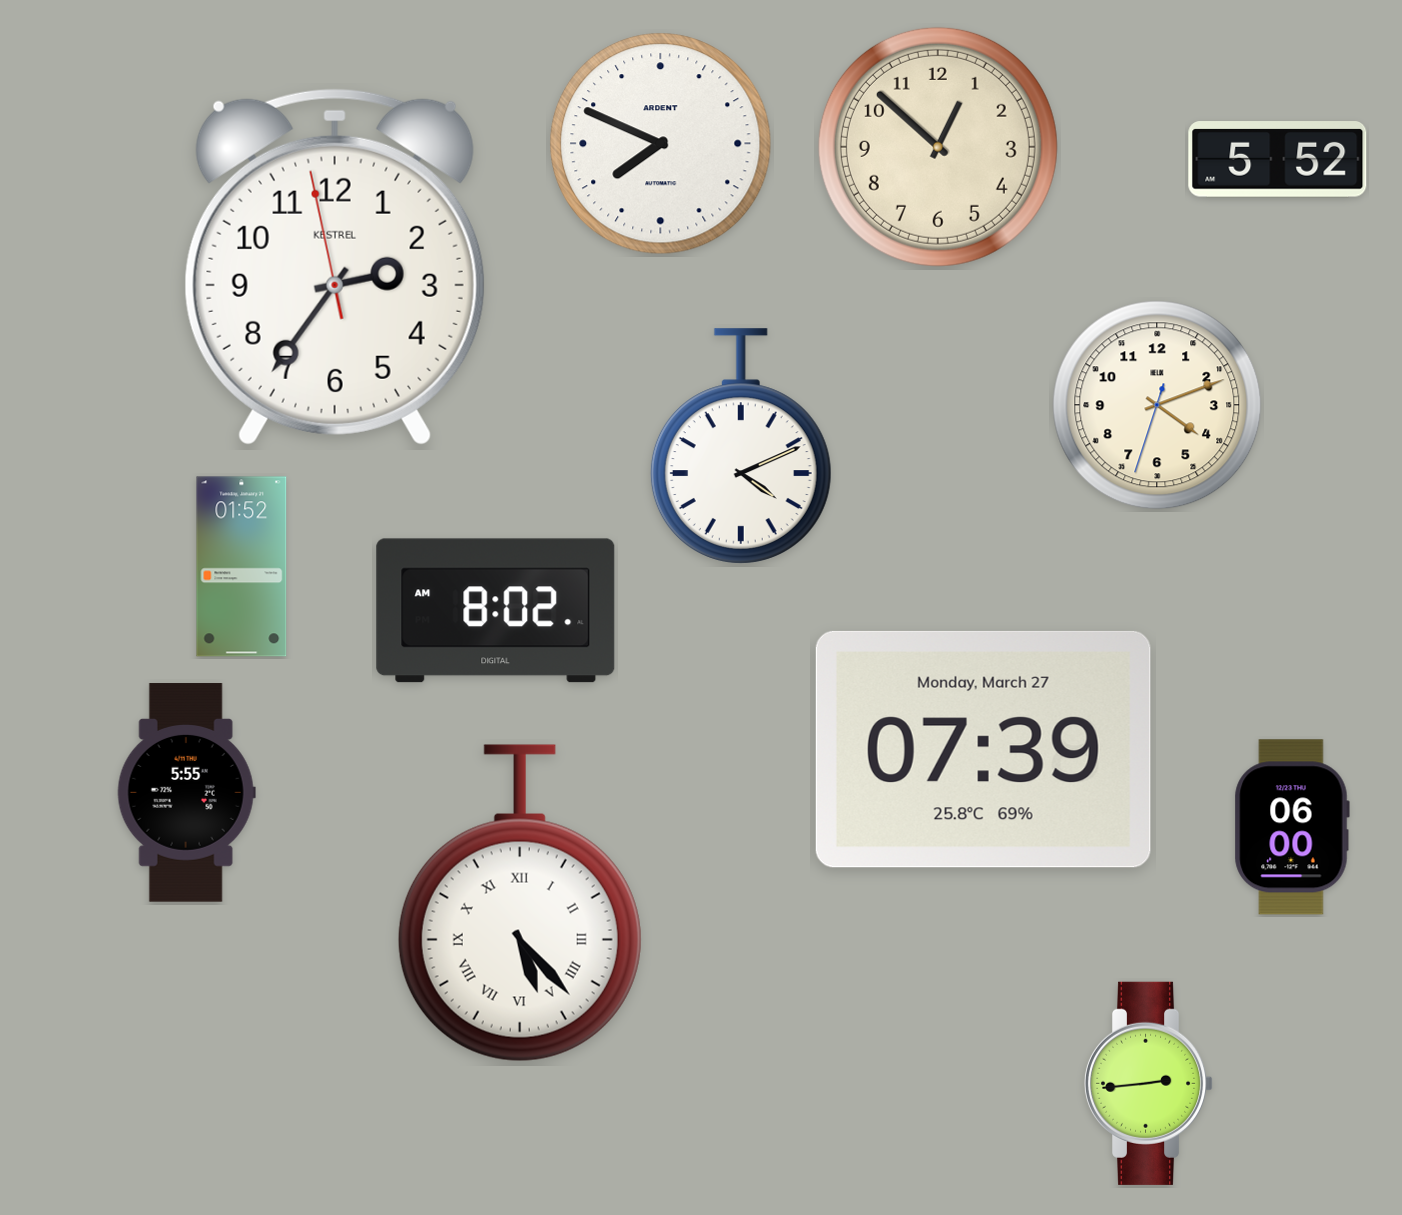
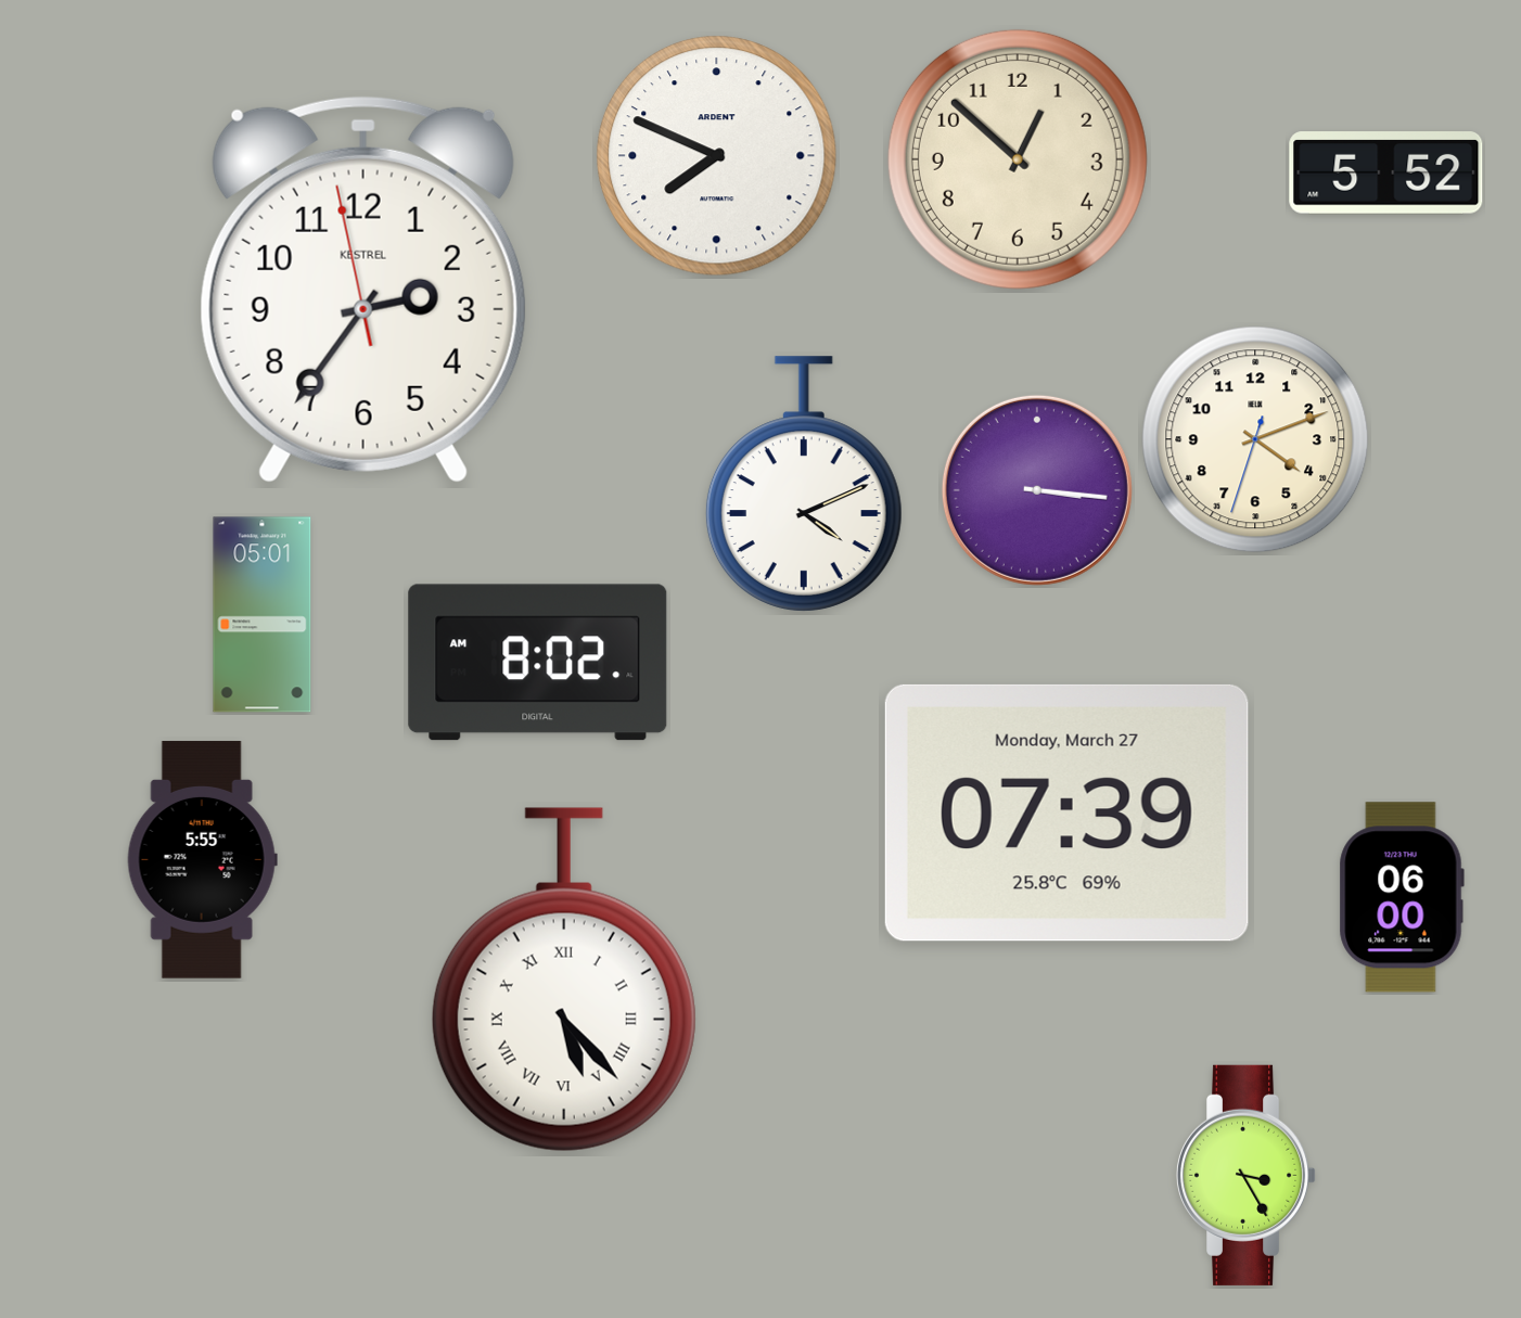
clock at (1037, 490): none -> 3:16
clock at (242, 567): 01:52 -> 05:01
clock at (1149, 1083): 2:44 -> 3:25
